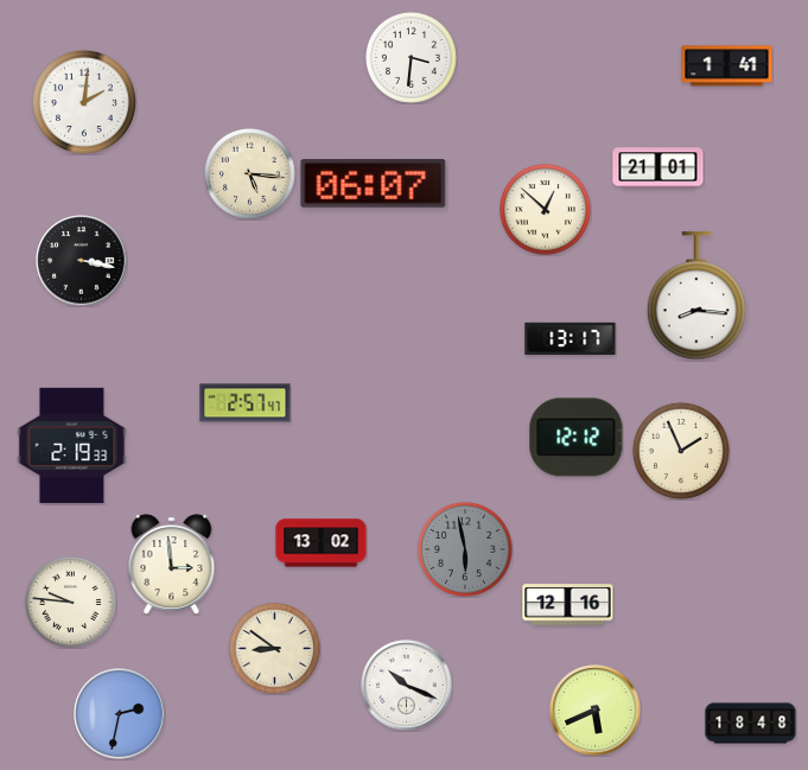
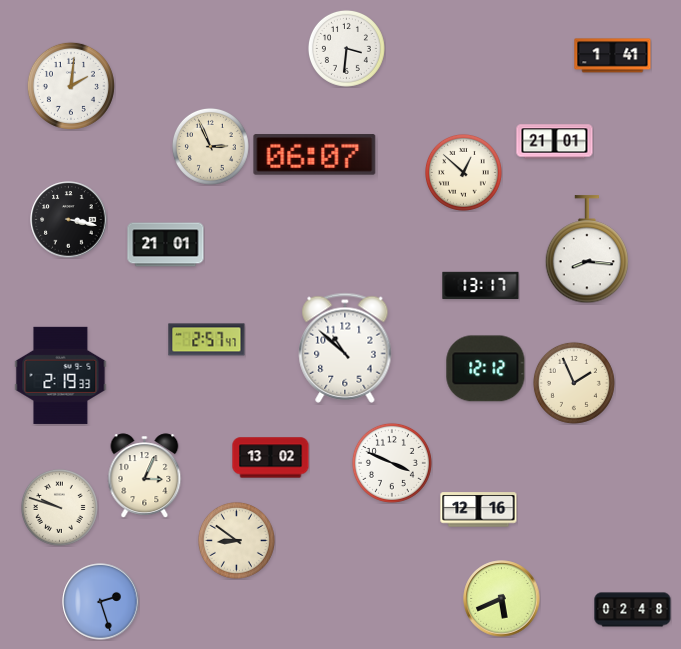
clock at (249, 173): 5:16 -> 2:56
clock at (545, 209) position: (545, 209) -> (463, 172)
clock at (166, 245): none -> 21:01
clock at (345, 348): none -> 10:52
clock at (681, 451) position: (681, 451) -> (574, 383)
clock at (465, 549): 5:58 -> 3:49
clock at (465, 549) dial: grey -> white
clock at (172, 565): 2:59 -> 3:04
clock at (70, 602): 9:46 -> 9:48
clock at (274, 648) position: (274, 648) -> (236, 540)
clock at (407, 686): 10:19 -> none
clock at (120, 714): 2:32 -> 2:27
clock at (751, 724): 18:48 -> 02:48
